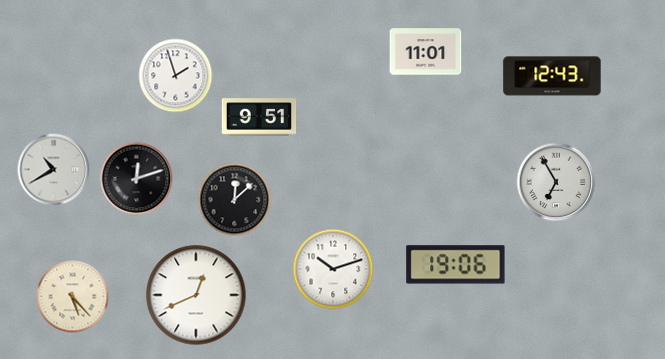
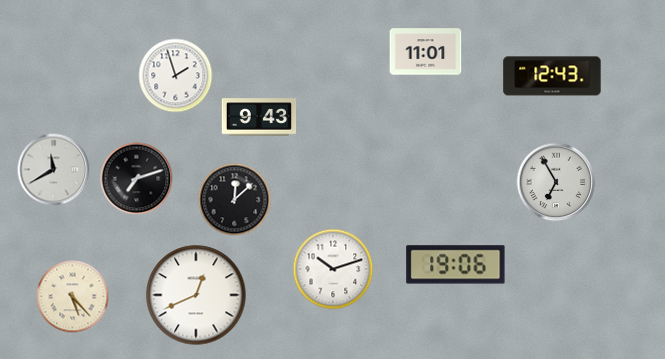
clock at (259, 117): 9:51 -> 9:43
clock at (54, 170): 10:40 -> 11:40
clock at (137, 179): 12:12 -> 7:12
